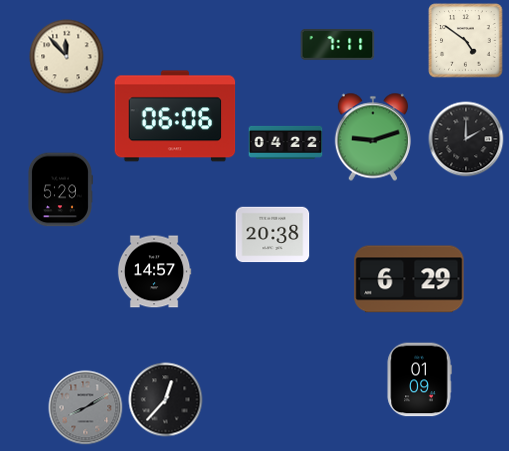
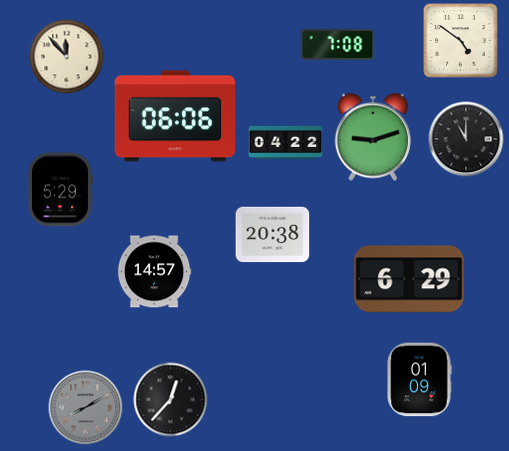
clock at (466, 41) position: (466, 41) -> (461, 41)
clock at (338, 45): 7:11 -> 7:08
clock at (466, 139): 2:00 -> 11:00
clock at (166, 400) position: (166, 400) -> (171, 400)
